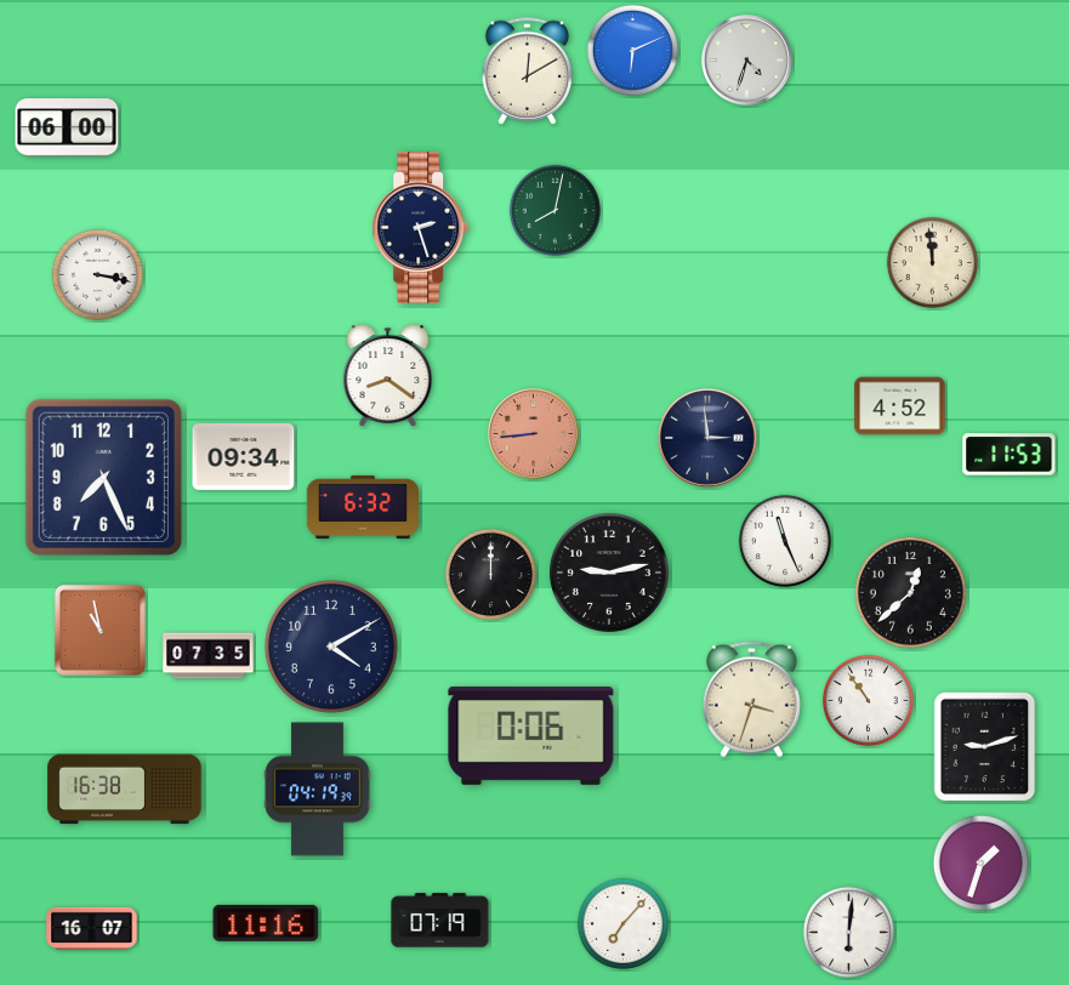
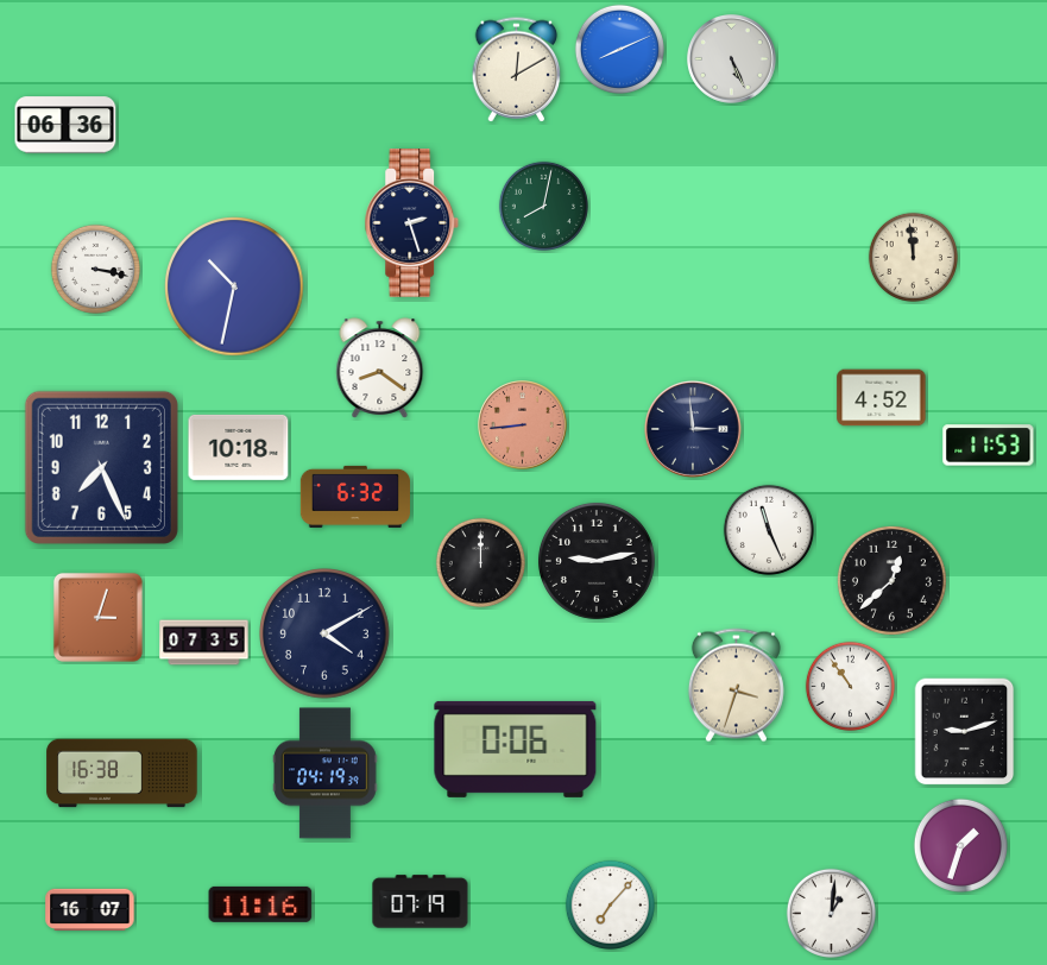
clock at (632, 50): 6:11 -> 8:11
clock at (747, 61): 4:33 -> 5:26
clock at (67, 127): 06:00 -> 06:36
clock at (234, 286): none -> 10:32
clock at (244, 456): 09:34 -> 10:18
clock at (99, 630): 10:58 -> 3:03
clock at (531, 735) position: (531, 735) -> (516, 749)
clock at (318, 790) position: (318, 790) -> (326, 774)
clock at (440, 921) position: (440, 921) -> (421, 902)
clock at (848, 932): 6:01 -> 1:01
